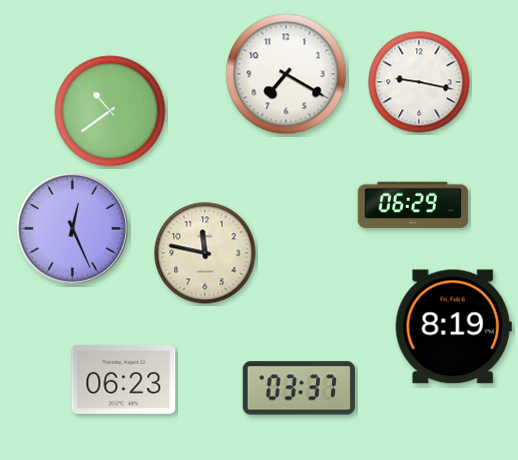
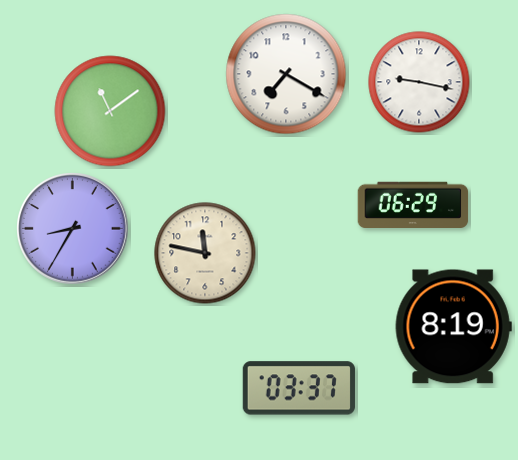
clock at (110, 111): 10:39 -> 11:09
clock at (73, 229): 12:26 -> 8:35
clock at (124, 379): 06:23 -> none
